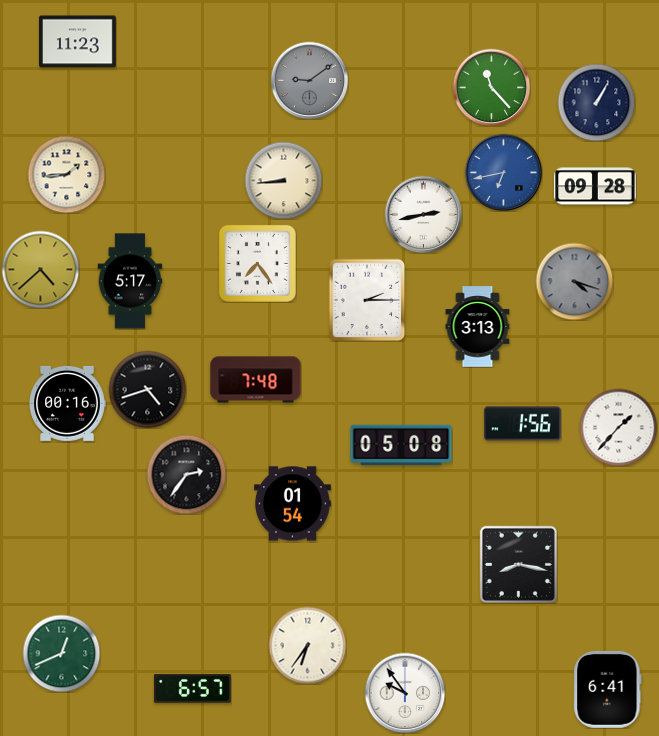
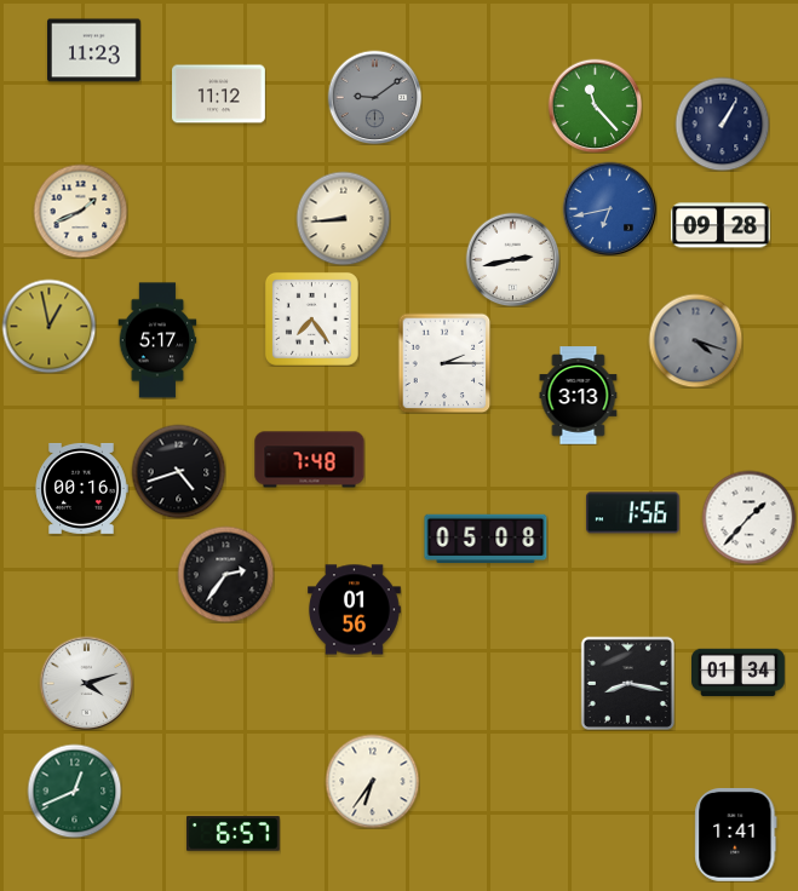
clock at (219, 94): none -> 11:12
clock at (66, 174): 1:44 -> 1:41
clock at (40, 269): 4:38 -> 12:58
clock at (293, 504): 01:54 -> 01:56
clock at (739, 673): none -> 01:34
clock at (86, 683): none -> 4:12
clock at (608, 689): 6:41 -> 1:41
clock at (405, 693): 9:54 -> none
